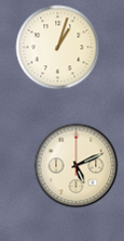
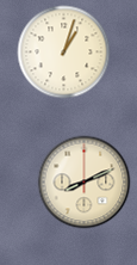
clock at (75, 165): 5:11 -> 8:11
